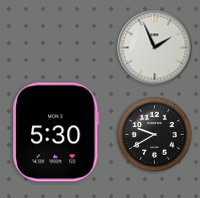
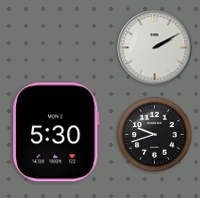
clock at (155, 48): 1:56 -> 2:10
clock at (155, 135): 9:40 -> 9:42
